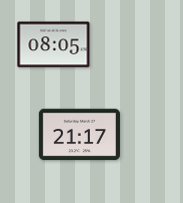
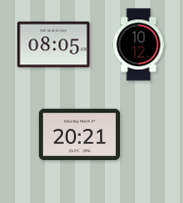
clock at (139, 45): none -> 10:12
clock at (79, 135): 21:17 -> 20:21
